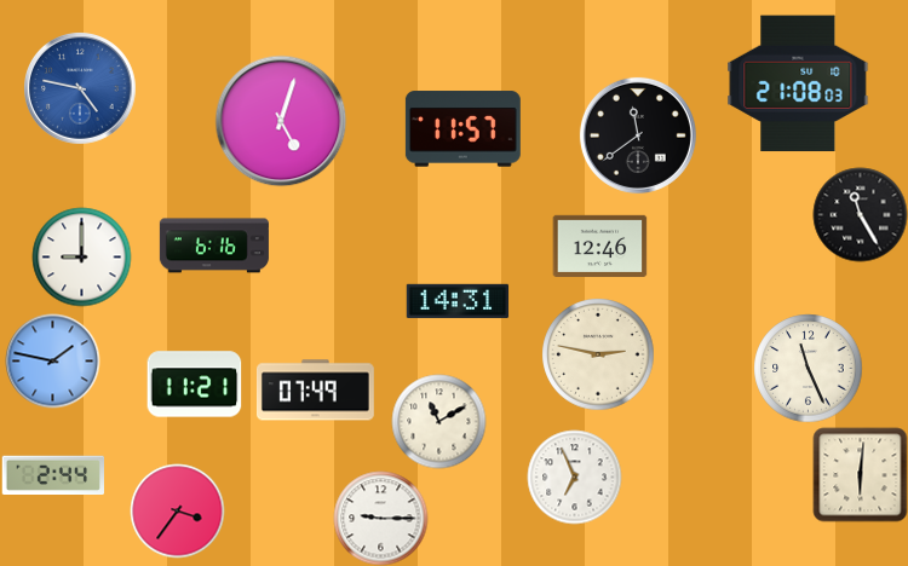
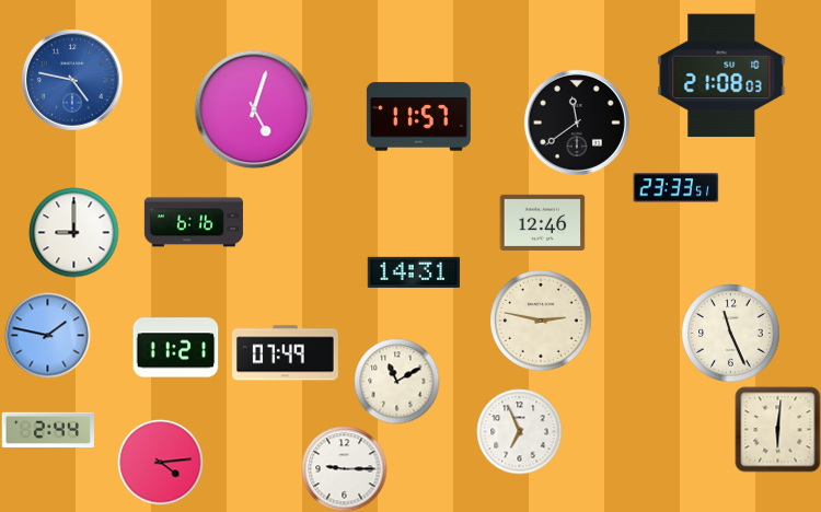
clock at (675, 188): none -> 23:33
clock at (860, 214): 11:25 -> none
clock at (52, 360) position: (52, 360) -> (47, 335)
clock at (177, 510): 3:36 -> 4:14
